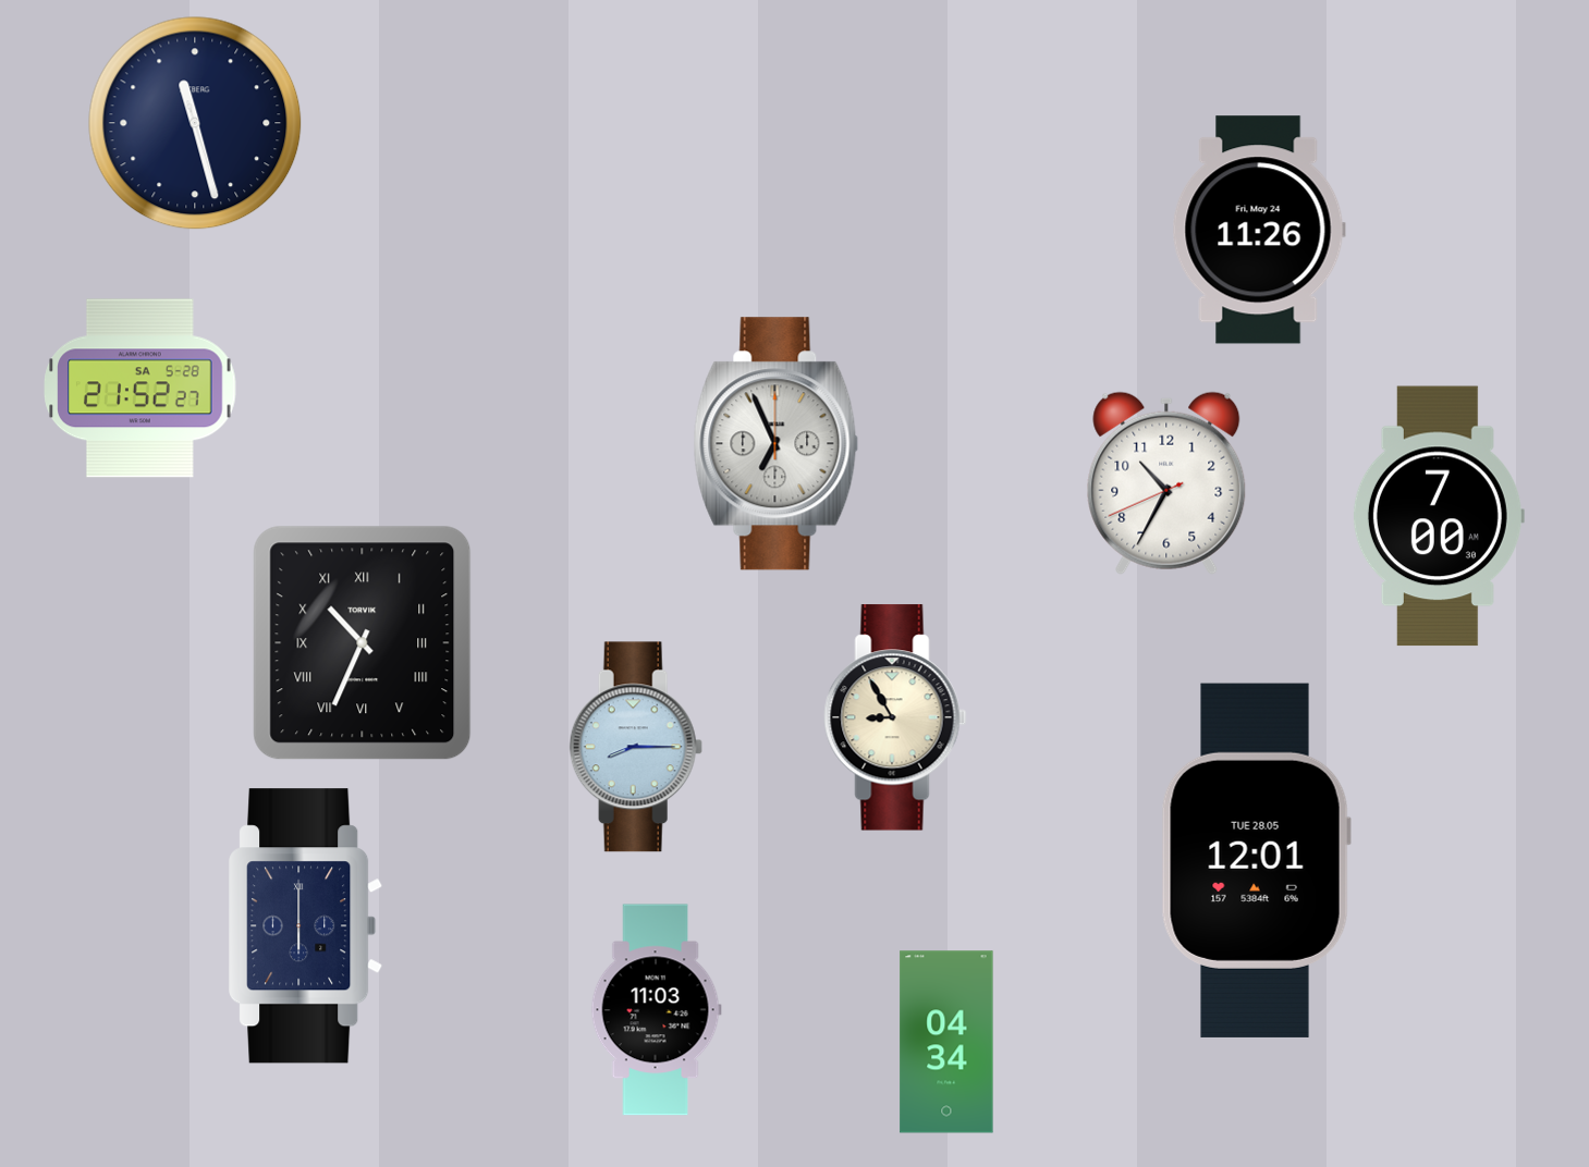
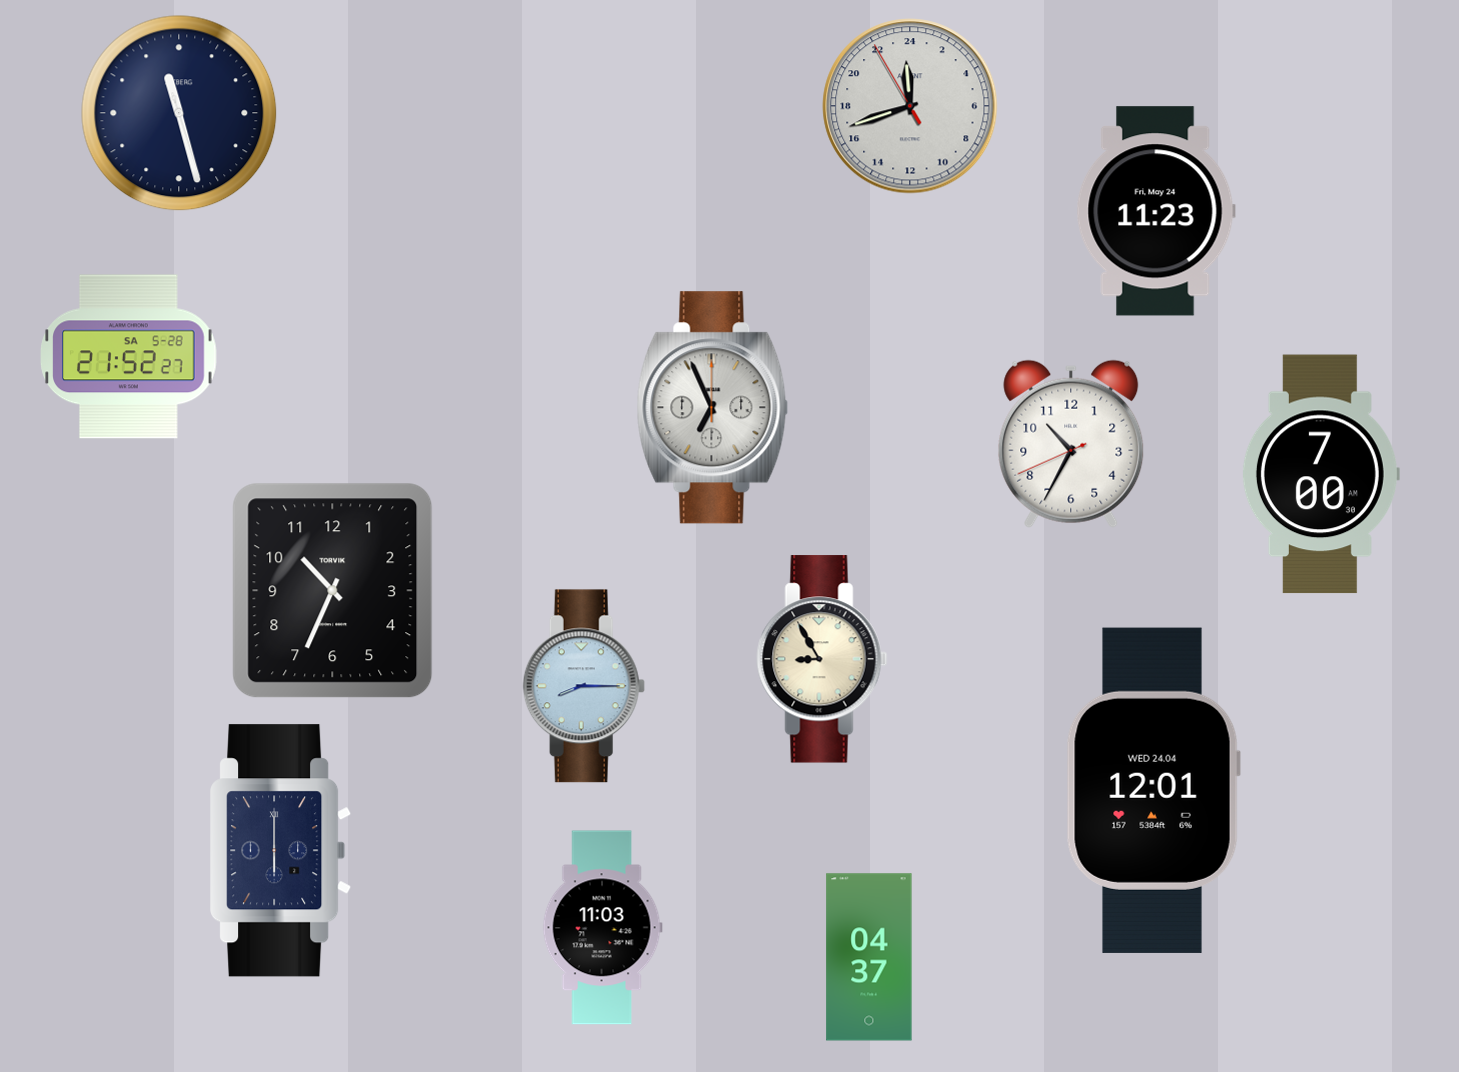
clock at (910, 106): none -> 23:41
clock at (1259, 230): 11:26 -> 11:23
clock at (363, 643) numerals: Roman -> Arabic
clock at (1256, 860) date: TUE 28.05 -> WED 24.04
clock at (946, 1042): 04:34 -> 04:37
